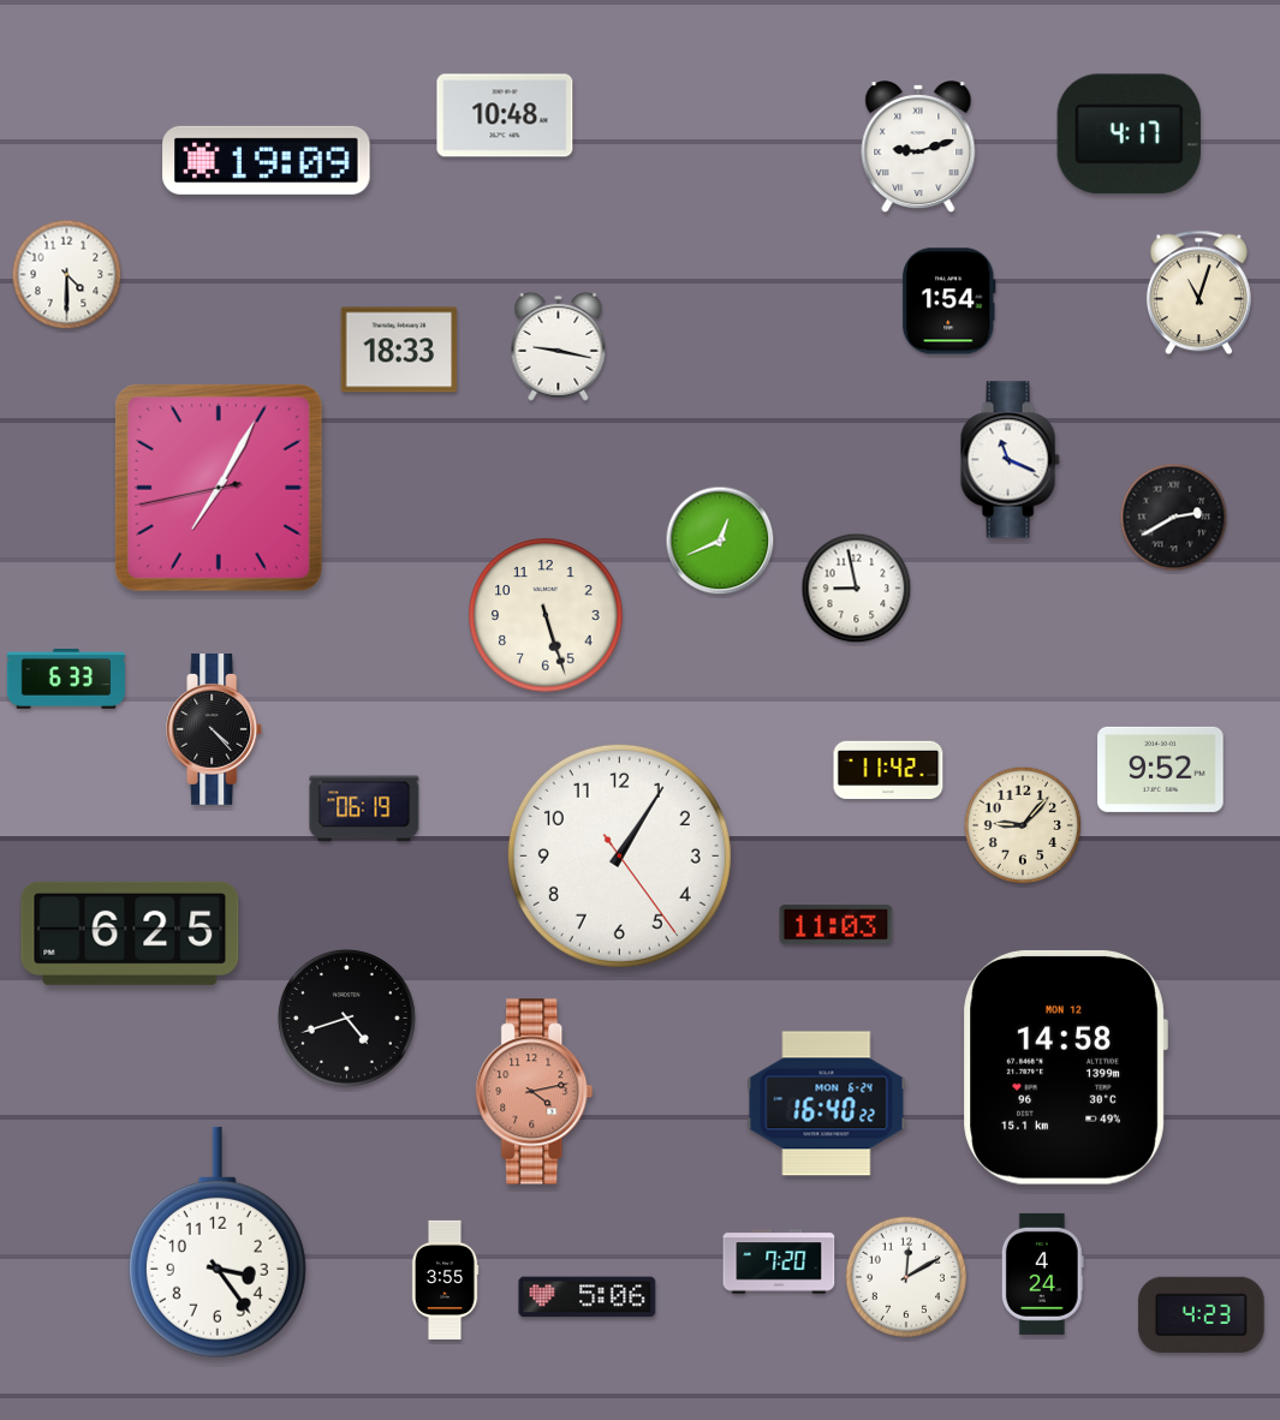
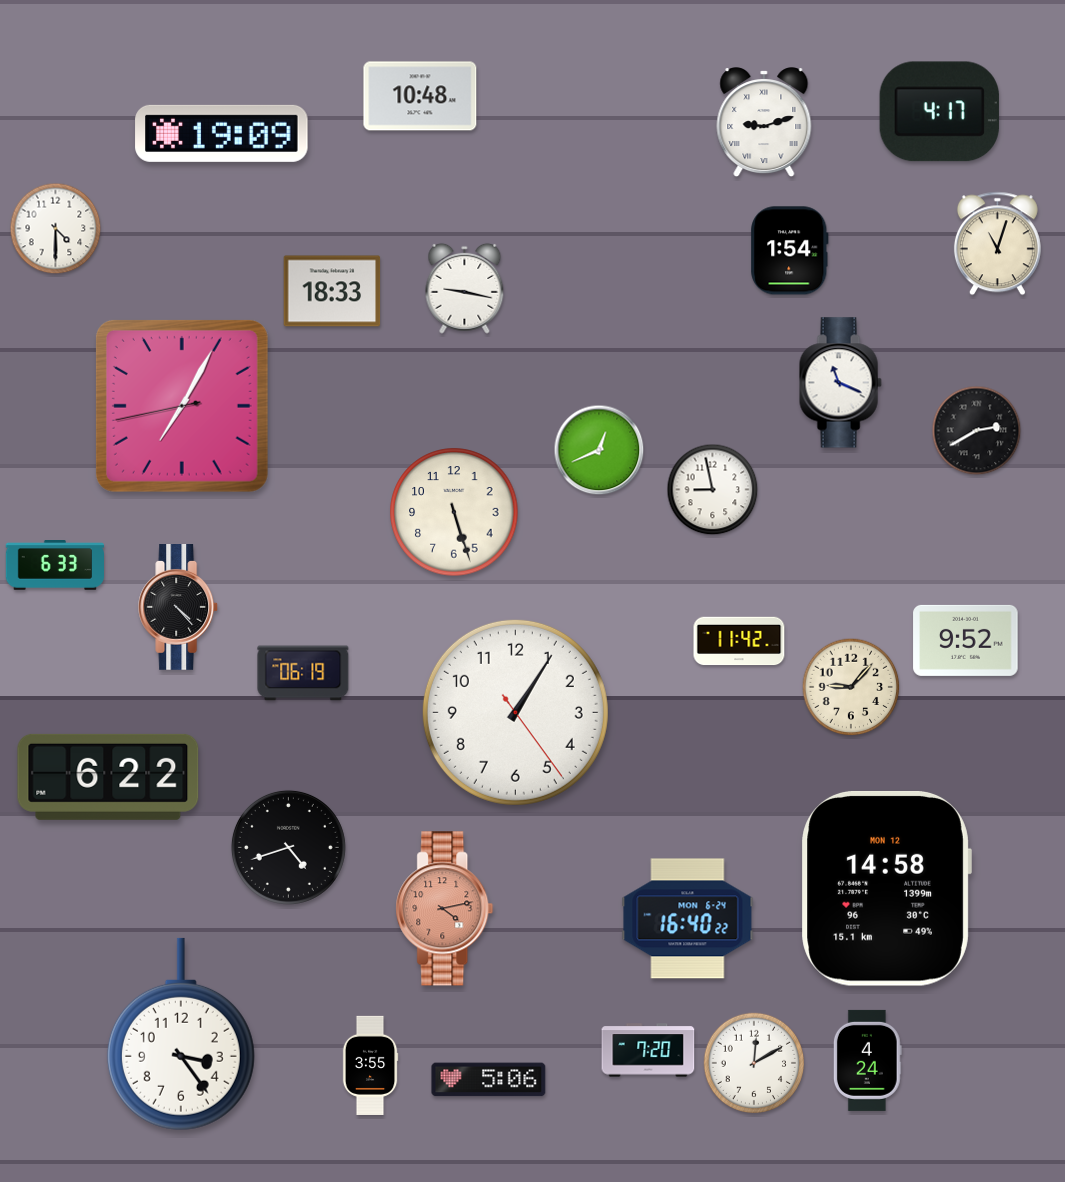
clock at (837, 925): 11:03 -> none
clock at (130, 933): 6:25 -> 6:22
clock at (1202, 1314): 4:23 -> none
